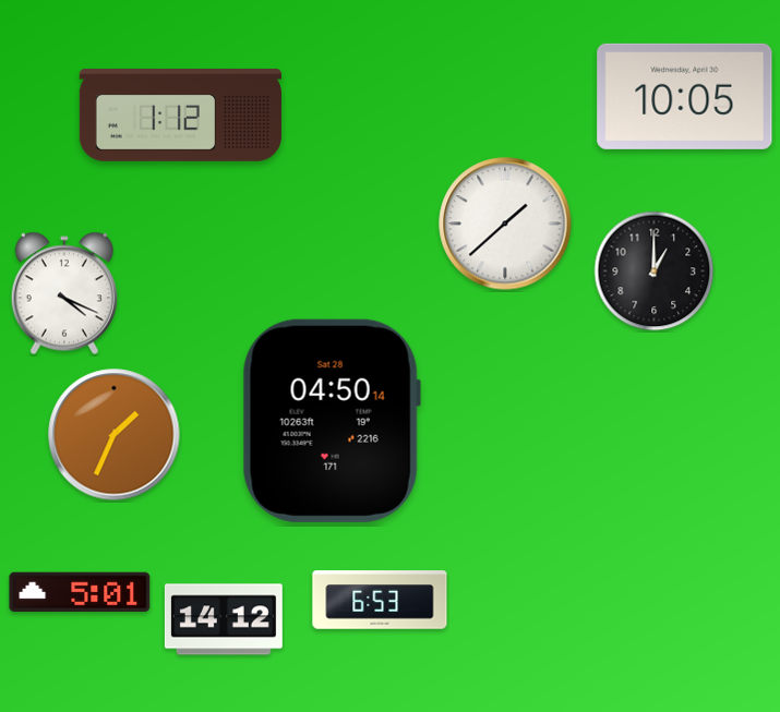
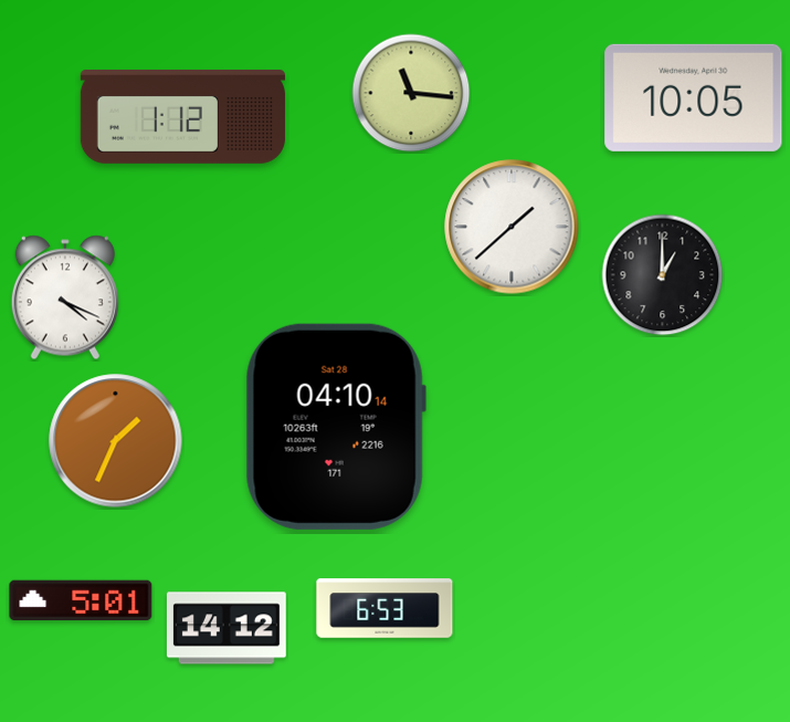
clock at (411, 93): none -> 11:16
clock at (332, 421): 04:50 -> 04:10
